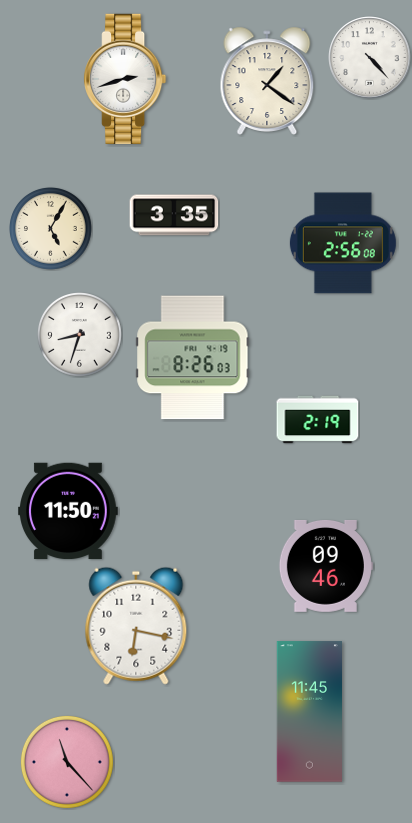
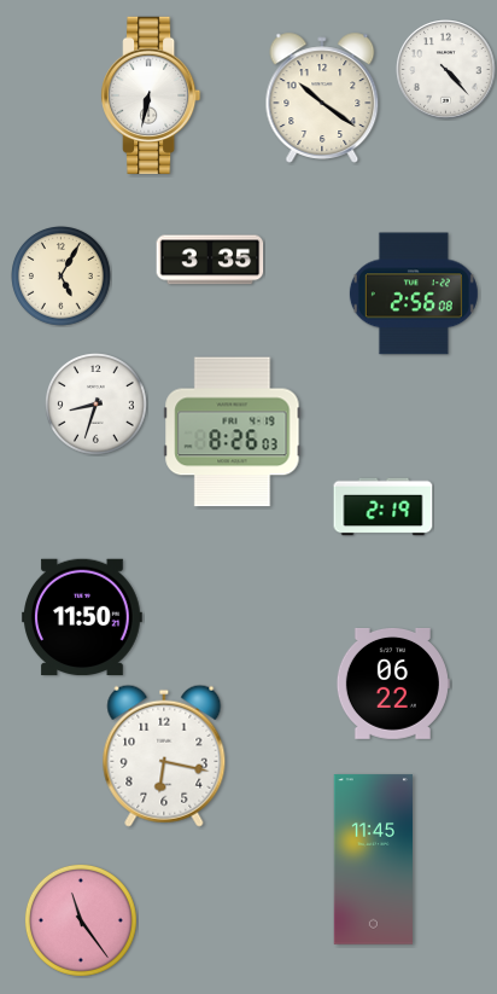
clock at (125, 79): 2:42 -> 6:32
clock at (267, 81): 1:21 -> 10:21
clock at (326, 566): 09:46 -> 06:22
clock at (67, 762): 11:23 -> 11:24
